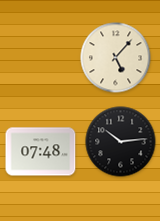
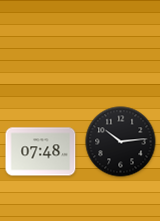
clock at (116, 58): 5:07 -> none
